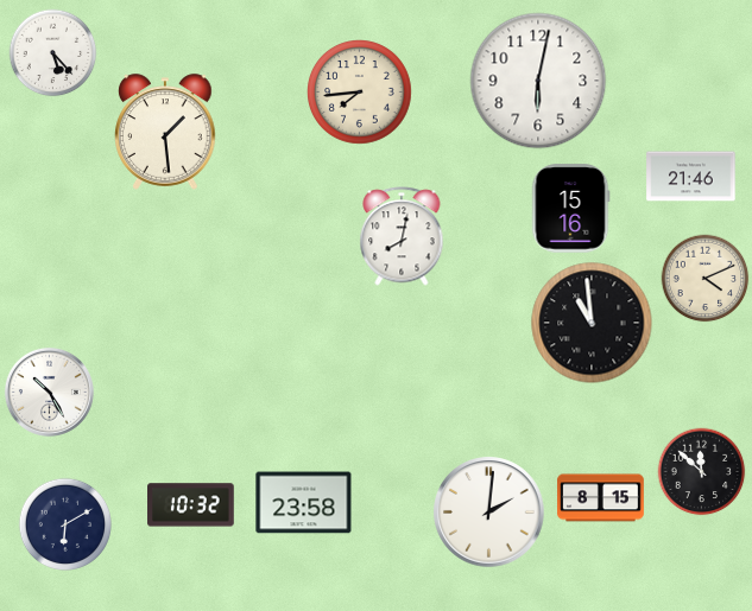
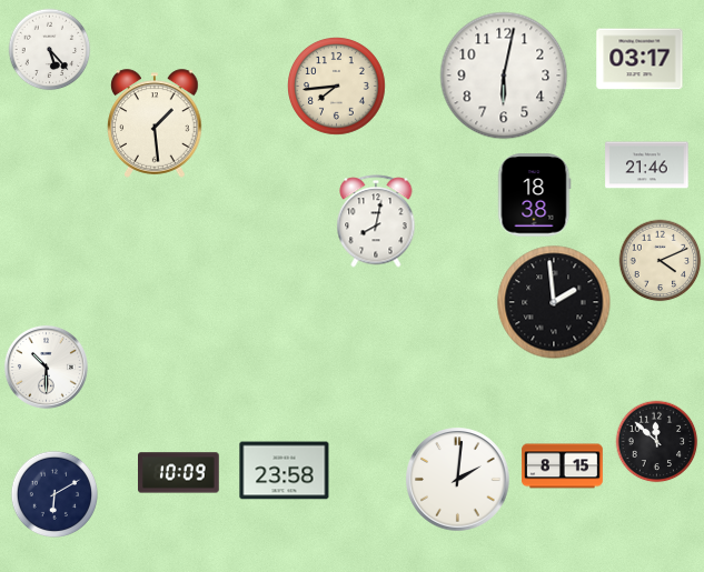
clock at (639, 59): none -> 03:17
clock at (570, 209): 15:16 -> 18:38
clock at (592, 323): 10:59 -> 1:59
clock at (49, 392): 10:25 -> 10:30
clock at (191, 505): 10:32 -> 10:09
clock at (64, 523) position: (64, 523) -> (53, 493)
